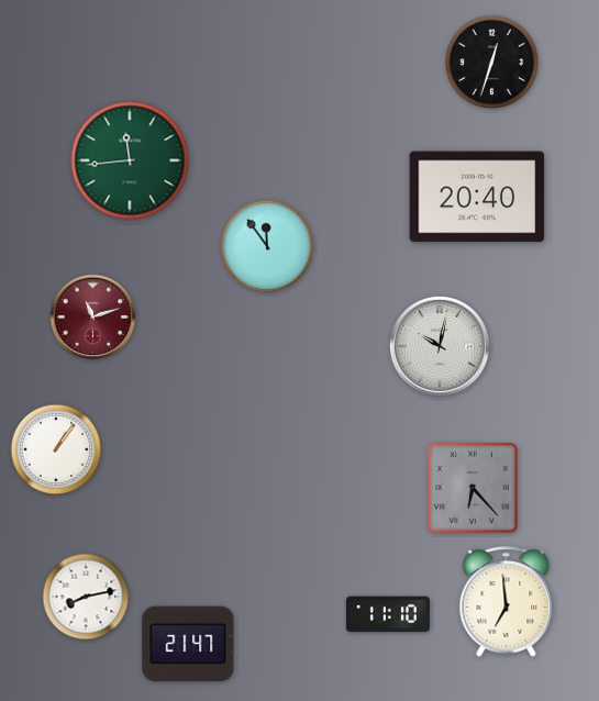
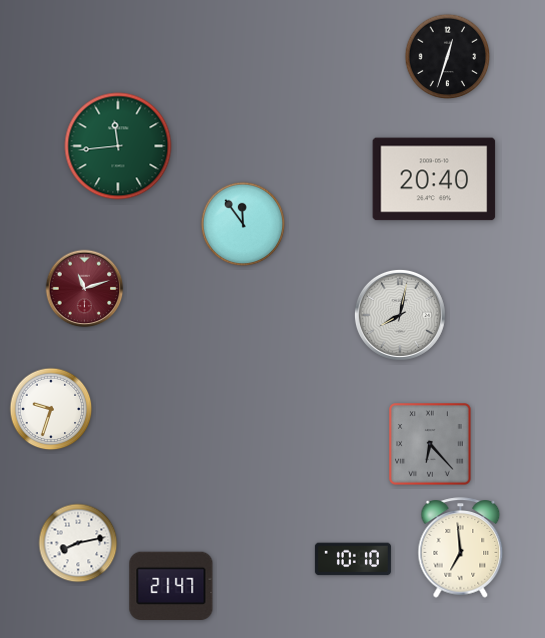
clock at (440, 346): 10:02 -> 8:02
clock at (56, 449): 1:06 -> 9:33
clock at (388, 614): 11:10 -> 10:10
